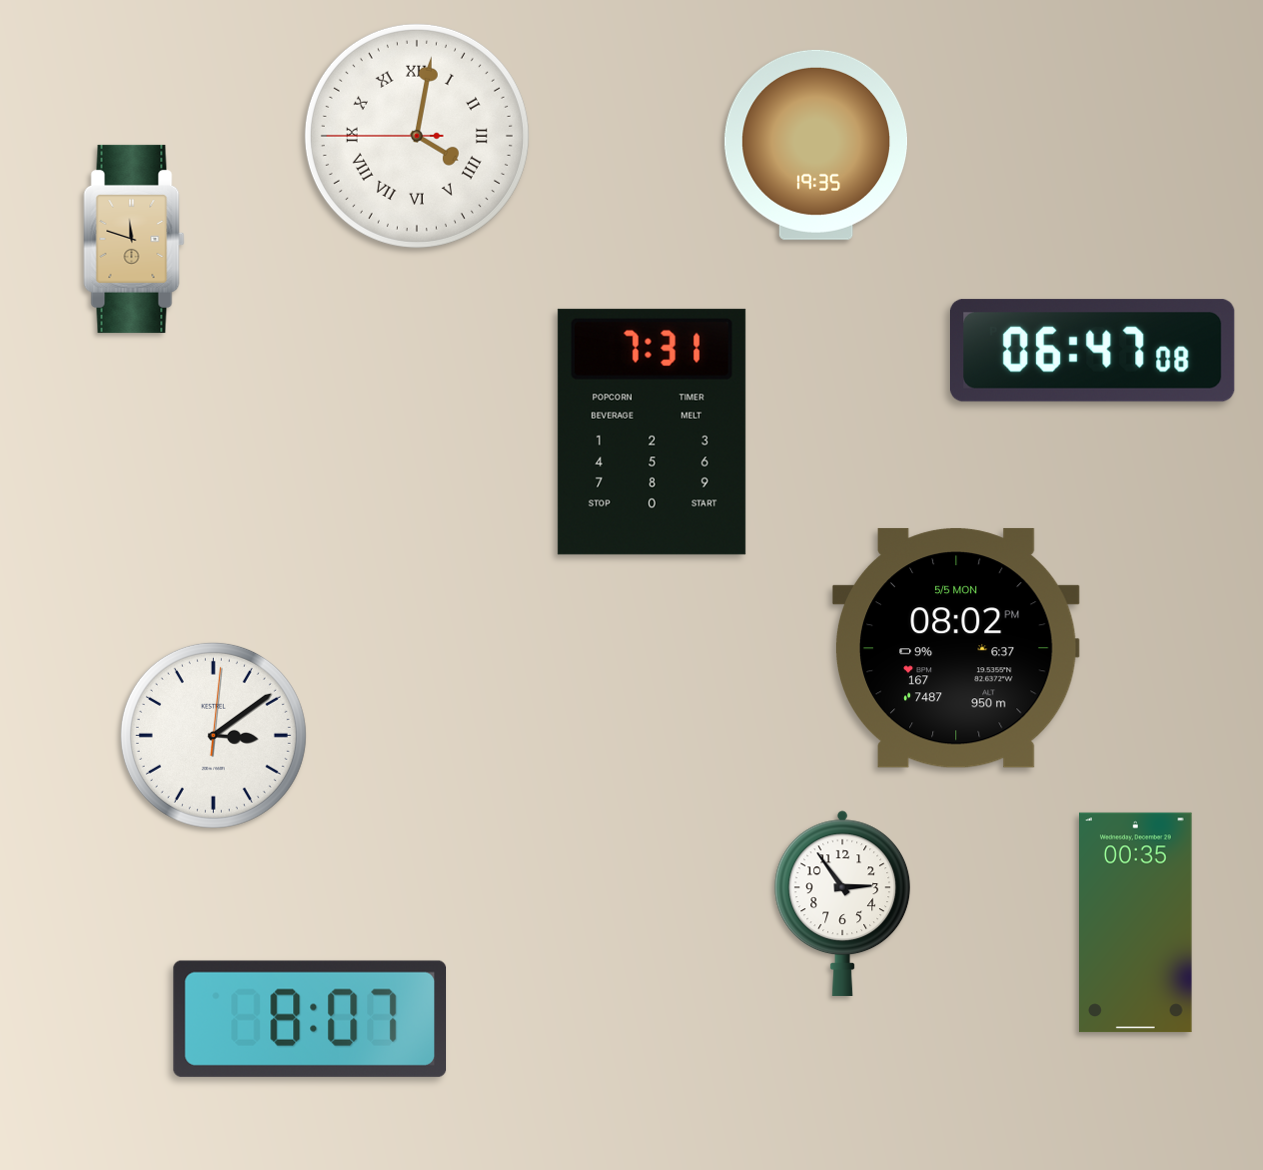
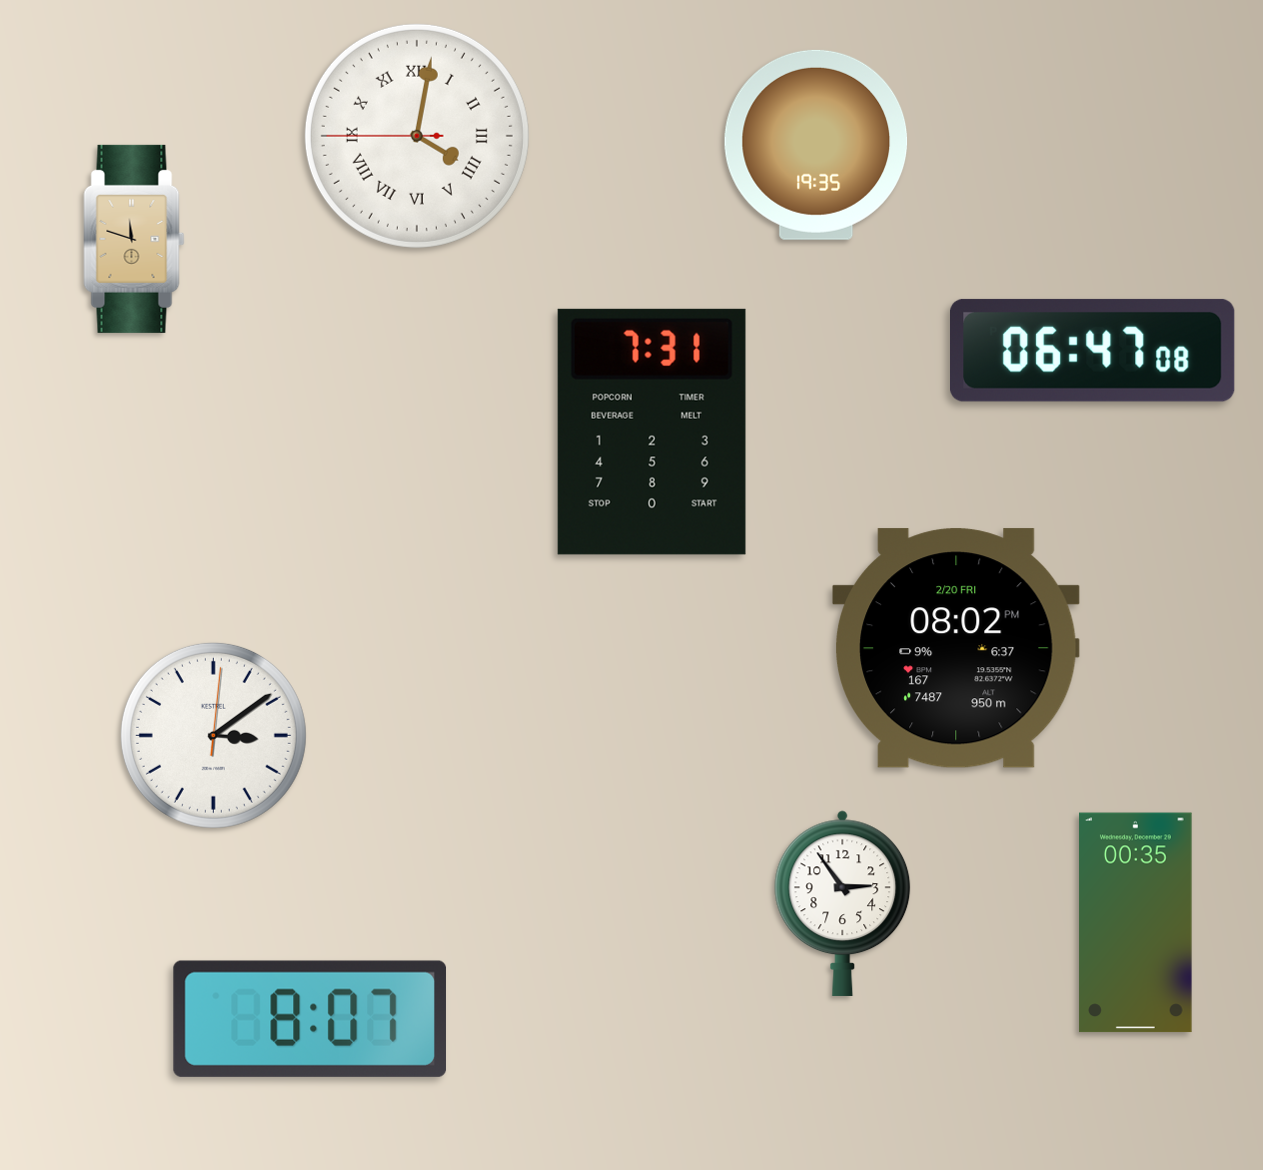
clock at (956, 648) date: 5/5 MON -> 2/20 FRI
